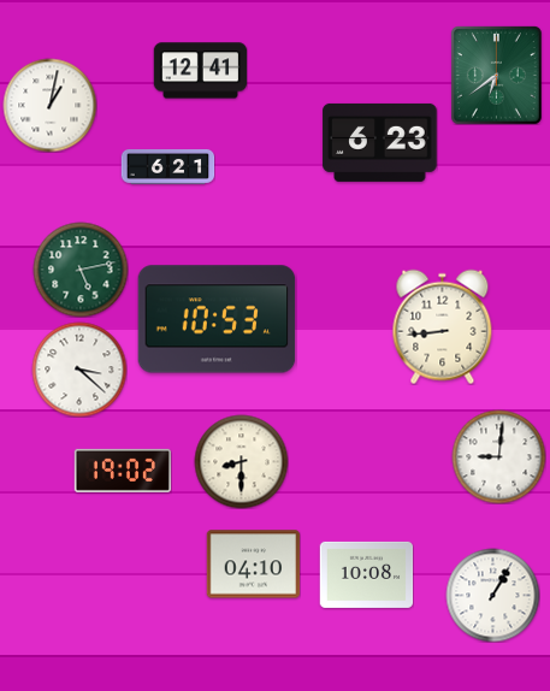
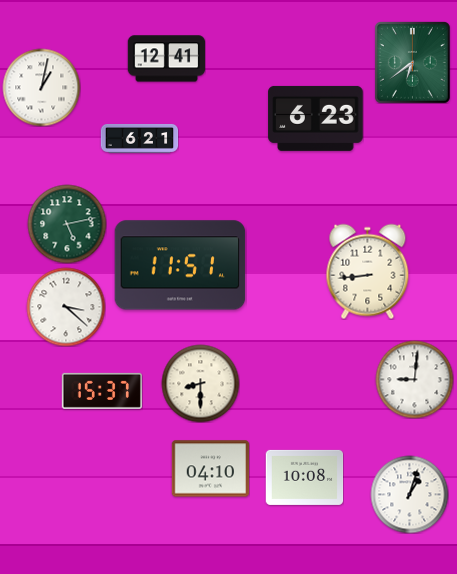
clock at (217, 319): 10:53 -> 11:51
clock at (123, 471): 19:02 -> 15:37
clock at (492, 595): 1:05 -> 1:03
